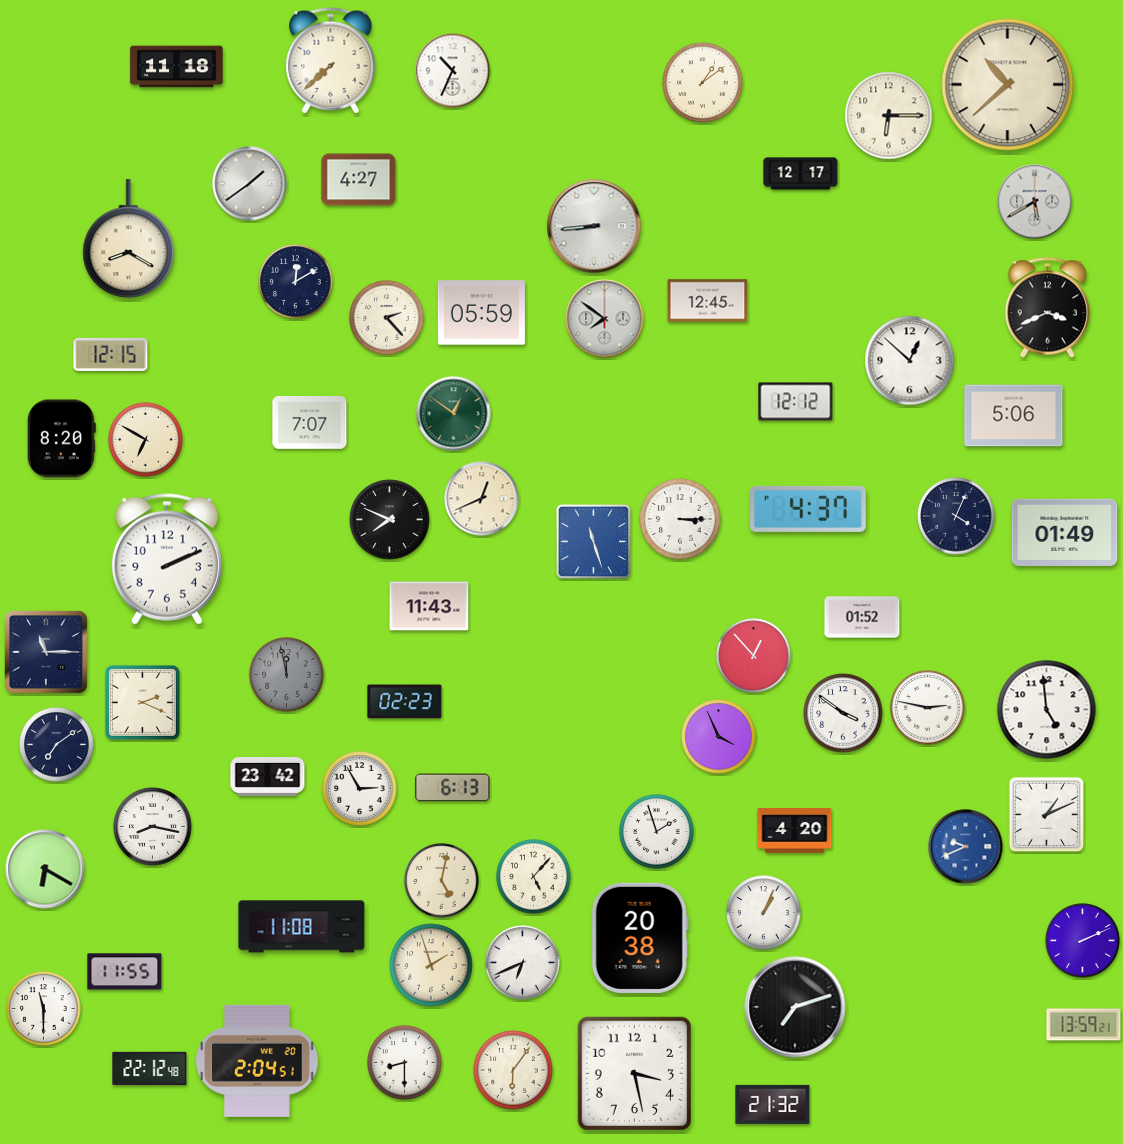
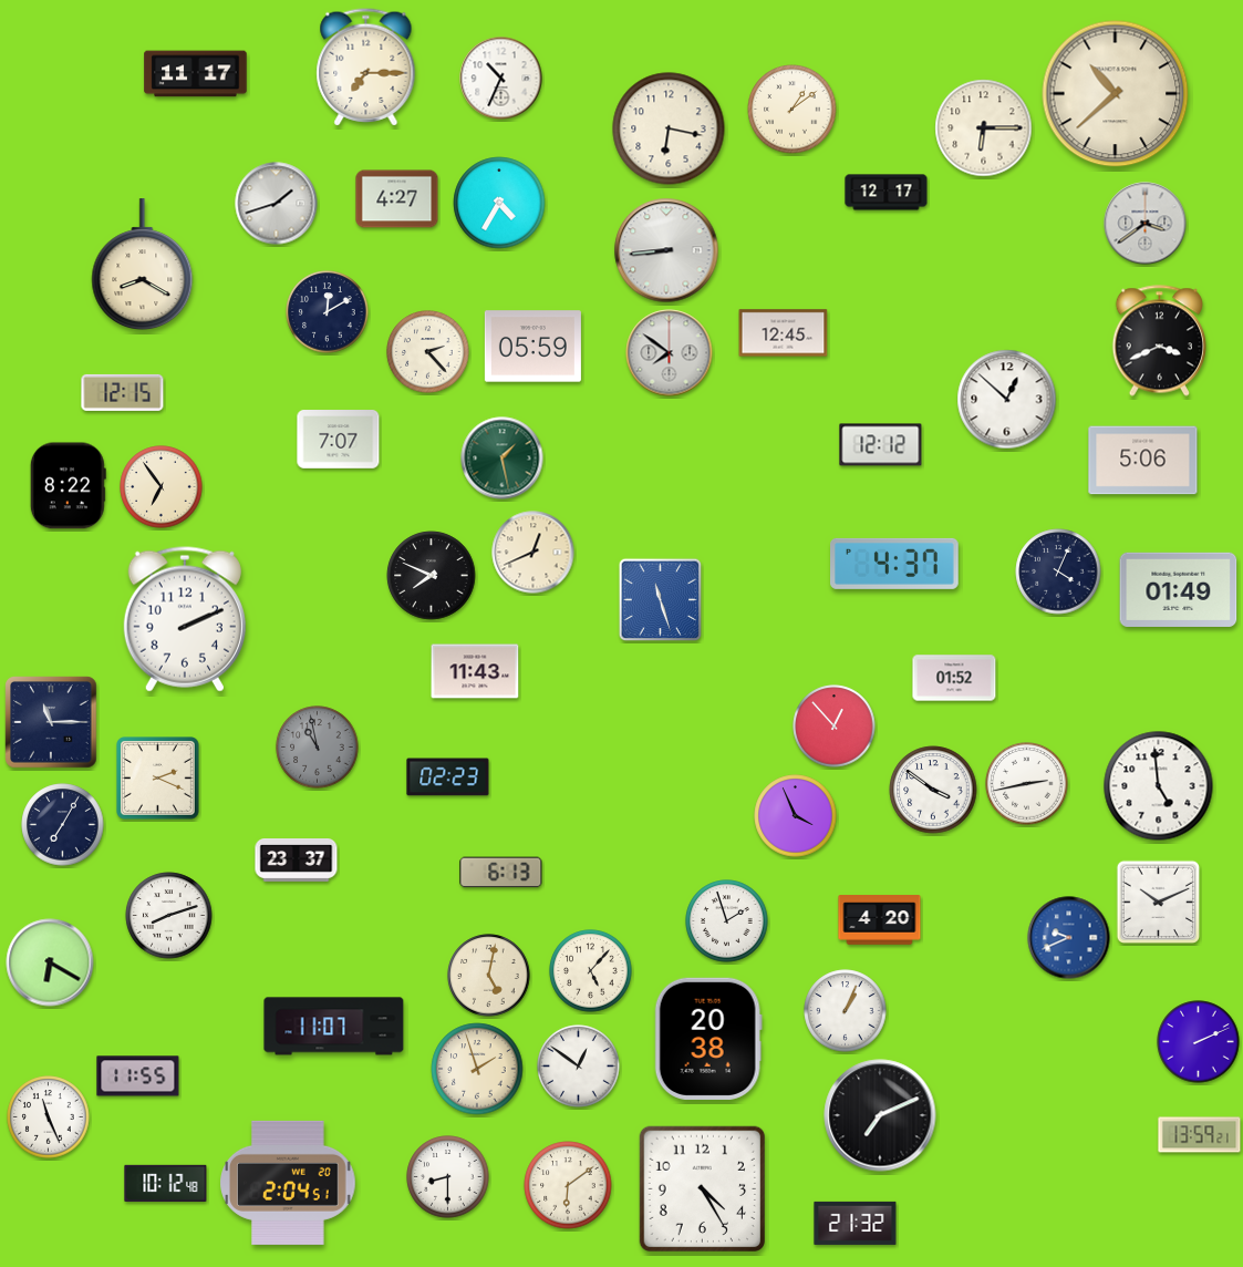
clock at (331, 61): 7:38 -> 7:15
clock at (177, 67): 11:18 -> 11:17
clock at (703, 83) position: (703, 83) -> (793, 110)
clock at (669, 128): none -> 6:17
clock at (499, 203): none -> 4:35
clock at (250, 184): 1:39 -> 1:42
clock at (1035, 202): 5:40 -> 3:39
clock at (594, 226) position: (594, 226) -> (666, 250)
clock at (454, 414): 12:51 -> 1:28
clock at (1014, 416) position: (1014, 416) -> (1143, 461)
clock at (310, 423) position: (310, 423) -> (339, 440)
clock at (61, 439): 8:20 -> 8:22
clock at (146, 440): 6:50 -> 6:54
clock at (680, 519): 3:15 -> none
clock at (594, 542) position: (594, 542) -> (661, 600)
clock at (862, 617) position: (862, 617) -> (954, 678)
clock at (287, 675): 11:58 -> 10:58
clock at (928, 708): 2:47 -> 2:43
clock at (57, 745): 7:09 -> 7:05
clock at (268, 777): 23:42 -> 23:37
clock at (360, 789): 2:55 -> none
clock at (1046, 814): 1:11 -> 10:11
clock at (153, 827): 8:17 -> 8:12
clock at (302, 927): 11:08 -> 11:07
clock at (523, 963): 6:41 -> 12:51
clock at (795, 1007): 7:12 -> 7:11
clock at (44, 1009): 11:30 -> 11:26
clock at (257, 1061) position: (257, 1061) -> (288, 1183)
clock at (150, 1068): 22:12 -> 10:12
clock at (513, 1070): 6:06 -> 6:09
clock at (634, 1073): 3:28 -> 4:25
